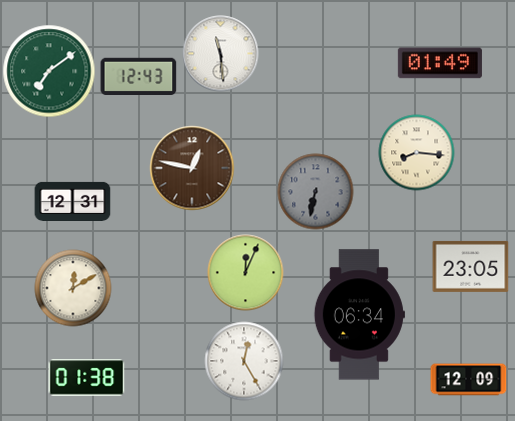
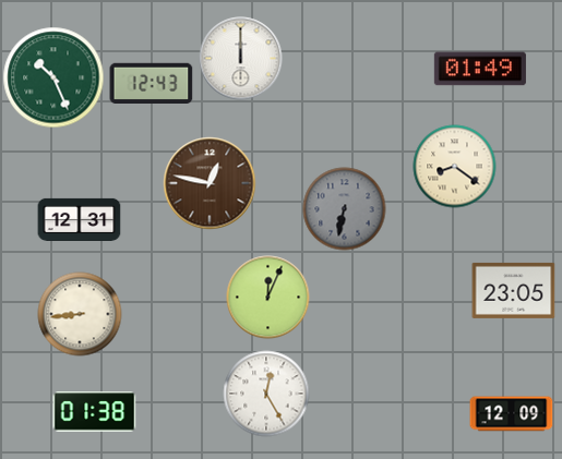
clock at (221, 54): 11:29 -> 12:00
clock at (49, 71): 7:09 -> 10:26
clock at (417, 153): 8:16 -> 8:21
clock at (73, 288): 12:10 -> 8:44
clock at (359, 315): 06:34 -> none
